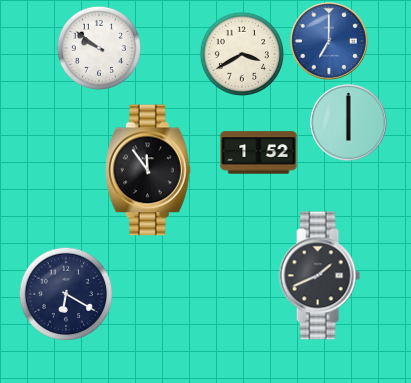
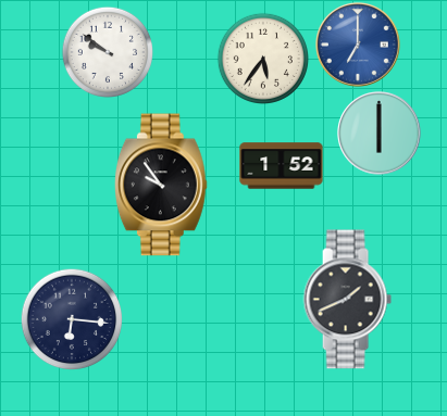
clock at (241, 53): 3:40 -> 5:36
clock at (148, 170): 11:54 -> 9:54
clock at (66, 294): 6:20 -> 6:16
